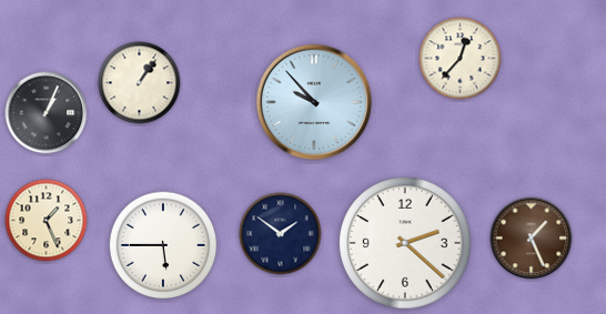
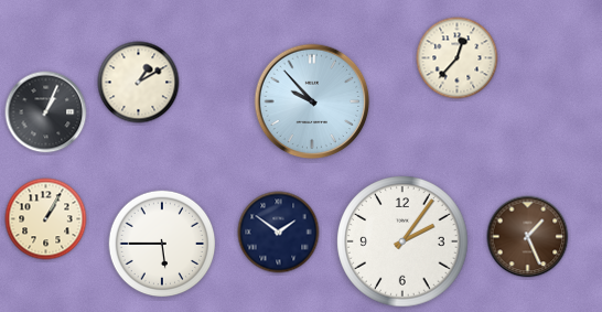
clock at (140, 83): 1:06 -> 1:10
clock at (47, 221): 1:26 -> 1:05
clock at (405, 243): 2:22 -> 2:06
